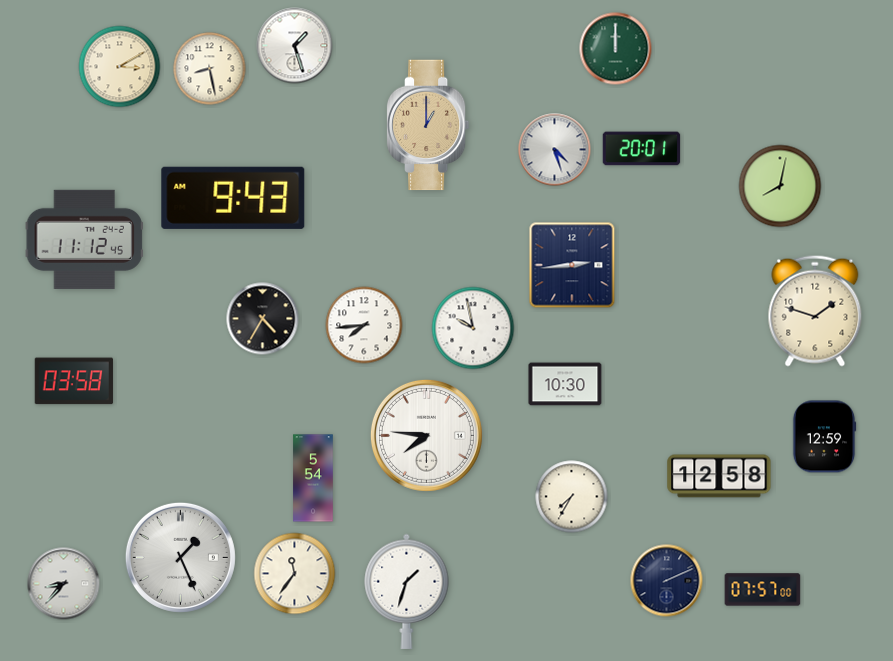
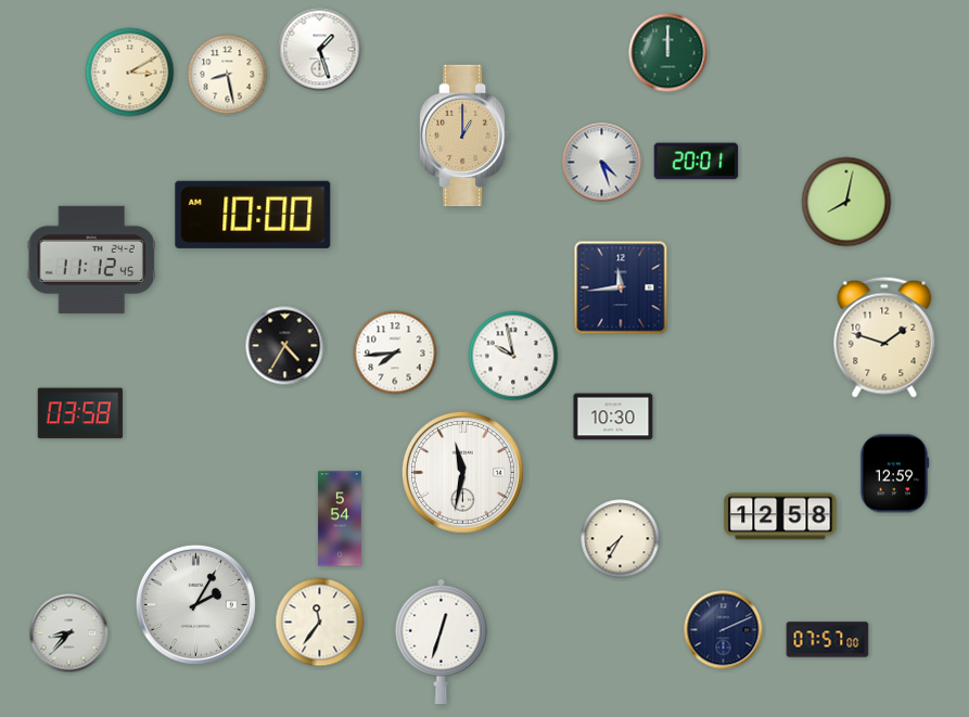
clock at (233, 198): 9:43 -> 10:00
clock at (572, 265): 2:44 -> 11:44
clock at (426, 435): 7:46 -> 11:32
clock at (180, 557): 1:26 -> 2:05
clock at (407, 591): 1:33 -> 12:33
